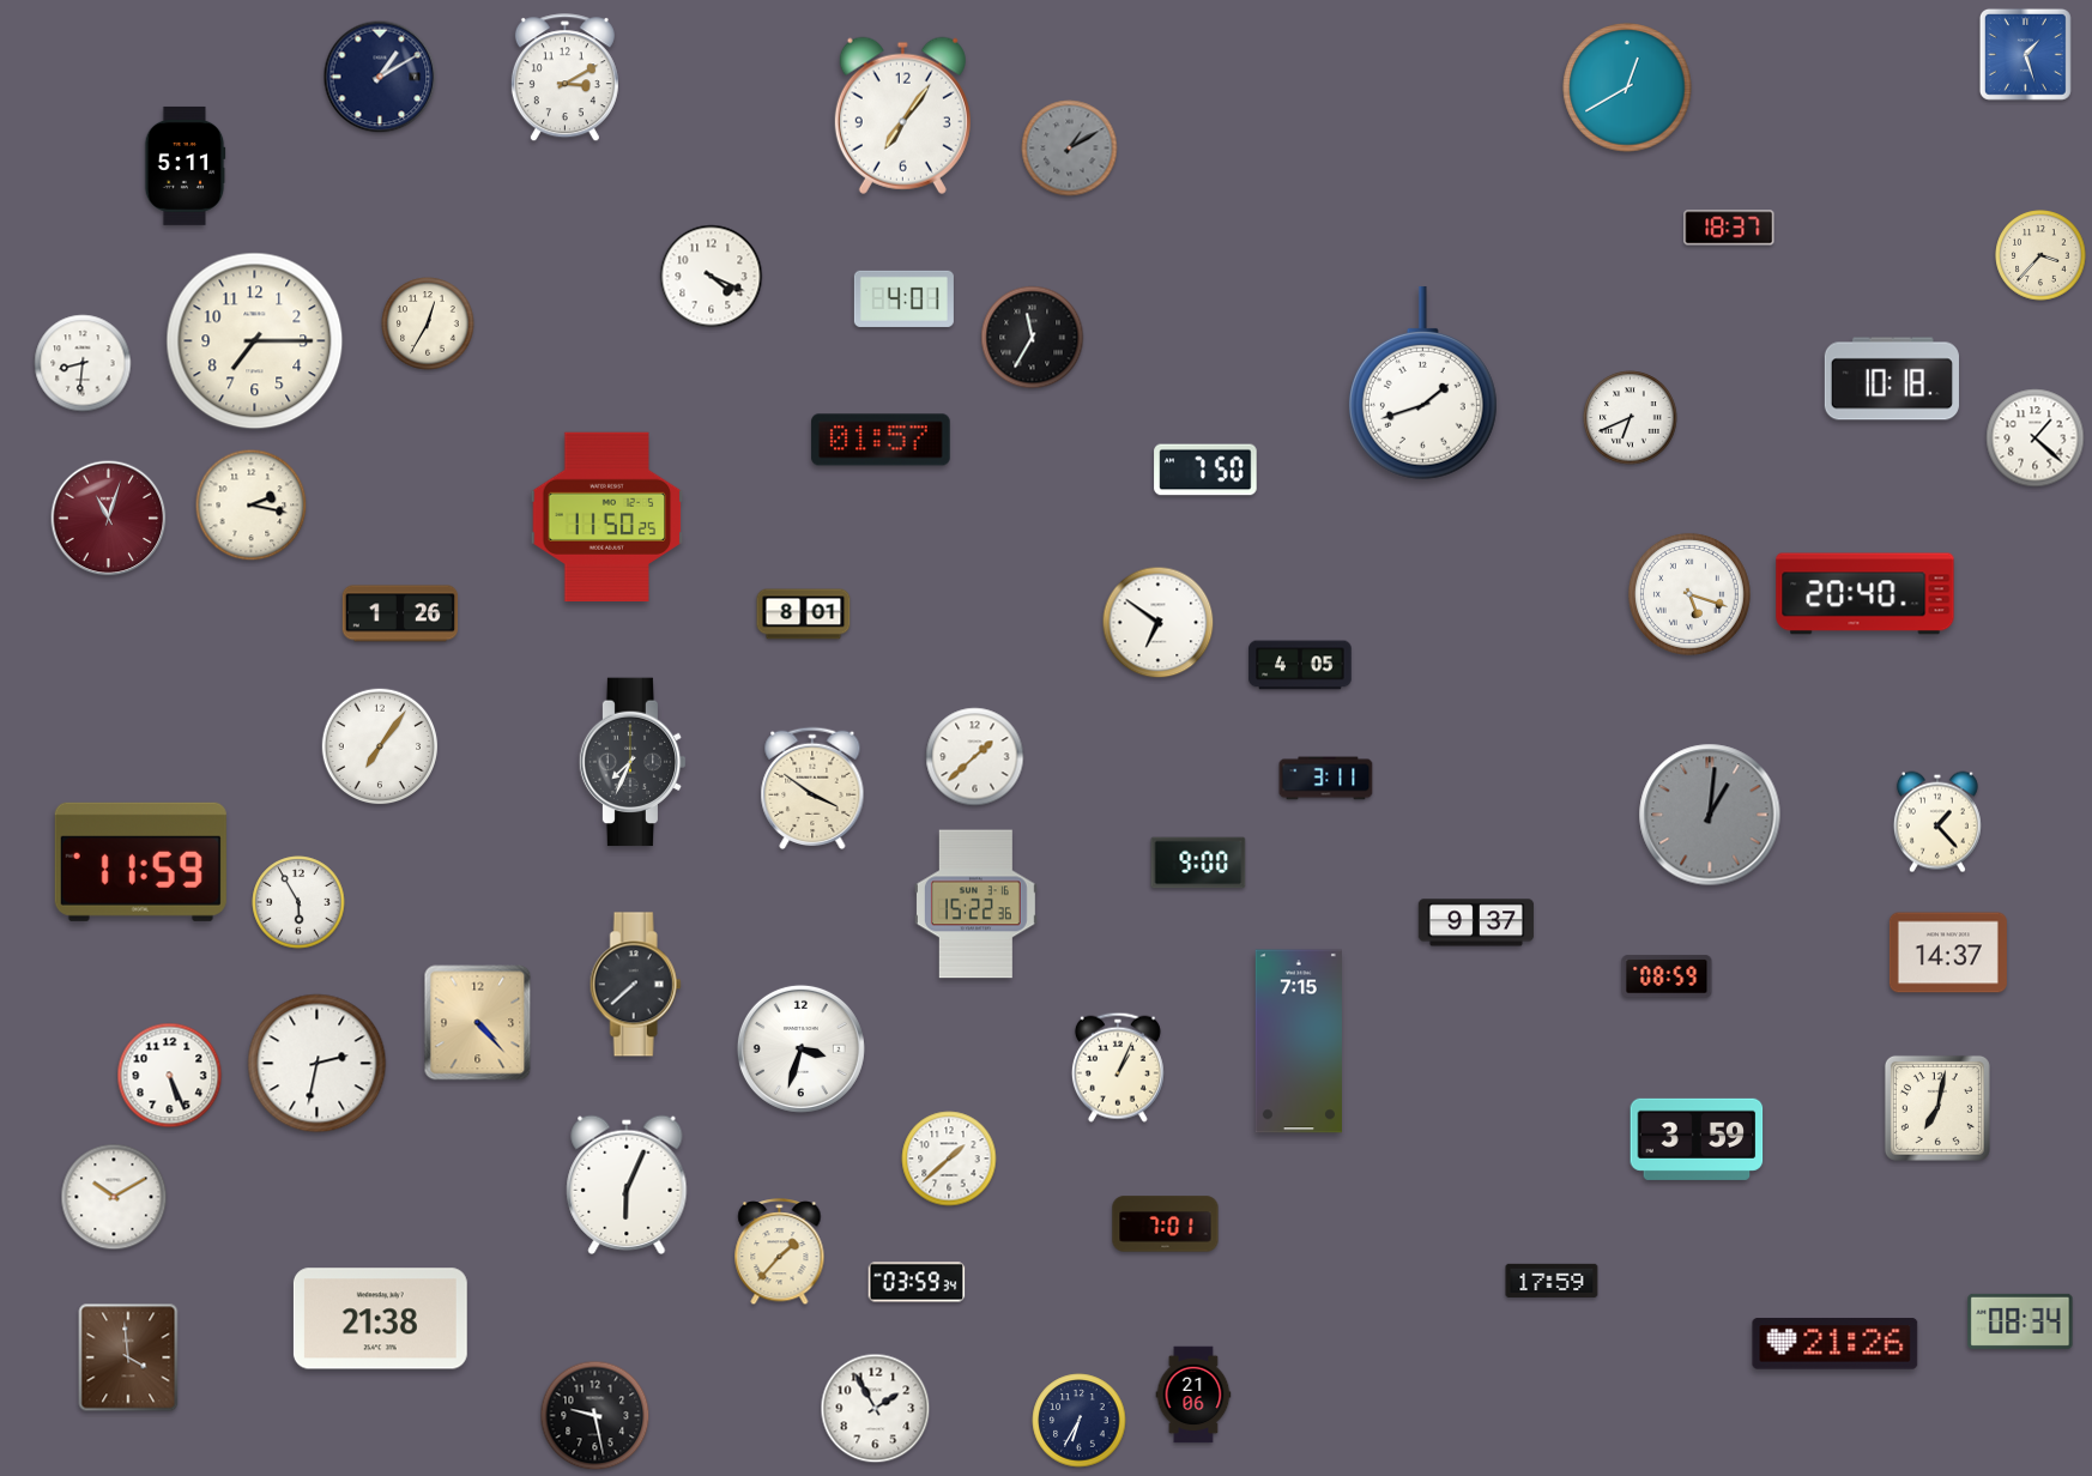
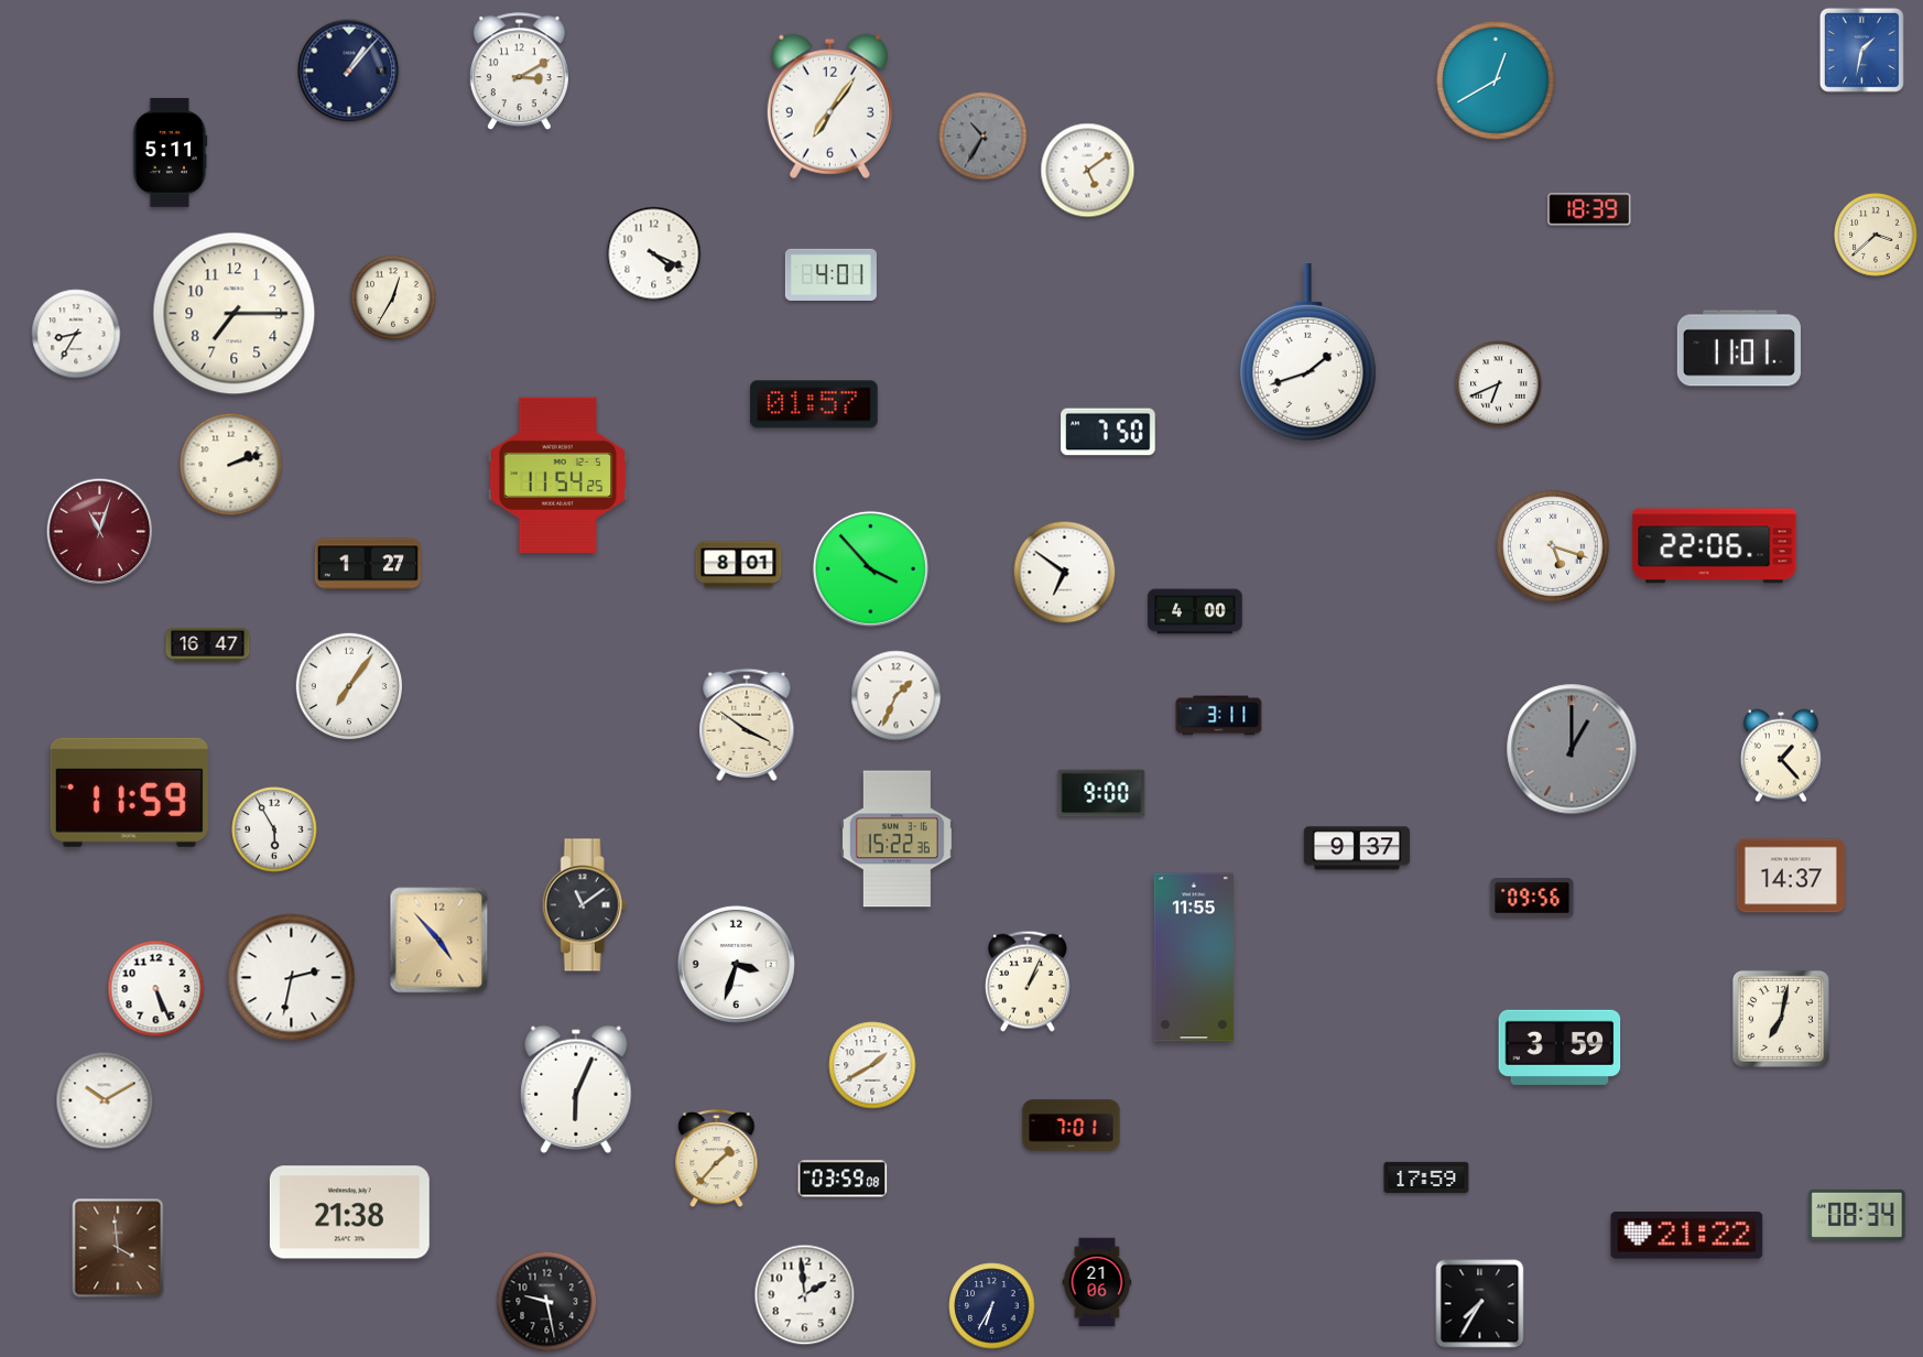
clock at (2025, 54): 1:27 -> 1:32
clock at (380, 77): 1:10 -> 1:07
clock at (1070, 149): 1:10 -> 10:35
clock at (1088, 171): none -> 5:09
clock at (1729, 228): 18:37 -> 18:39
clock at (2040, 255): 3:37 -> 3:38
clock at (1033, 338): 11:35 -> none
clock at (83, 363): 8:31 -> 8:35
clock at (1892, 379): 10:18 -> 11:01
clock at (2036, 438): 1:22 -> none
clock at (881, 440) position: (881, 440) -> (814, 404)
clock at (252, 506): 2:17 -> 2:12
clock at (607, 516): 11:50 -> 11:54
clock at (109, 519) position: (109, 519) -> (100, 532)
clock at (1866, 594): 20:40 -> 22:06
clock at (400, 613): 1:26 -> 1:27
clock at (870, 568): none -> 3:53
clock at (1300, 665): 4:05 -> 4:00
clock at (208, 645): none -> 16:47
clock at (975, 757): 1:38 -> 1:34
clock at (633, 762): 7:34 -> none
clock at (1710, 815): 1:01 -> 1:00
clock at (975, 905) position: (975, 905) -> (897, 839)
clock at (1667, 976): 08:59 -> 09:56
clock at (635, 985): 7:38 -> 11:09
clock at (478, 1023): 4:23 -> 4:53
clock at (1299, 1041): 7:15 -> 11:55
clock at (949, 1159): 1:38 -> 1:40
clock at (780, 1253) position: (780, 1253) -> (717, 1160)
clock at (917, 1282): 03:59:34 -> 03:59:08
clock at (1836, 1344): 21:26 -> 21:22
clock at (876, 1409): 1:55 -> 1:59
clock at (1480, 1304): none -> 7:35
